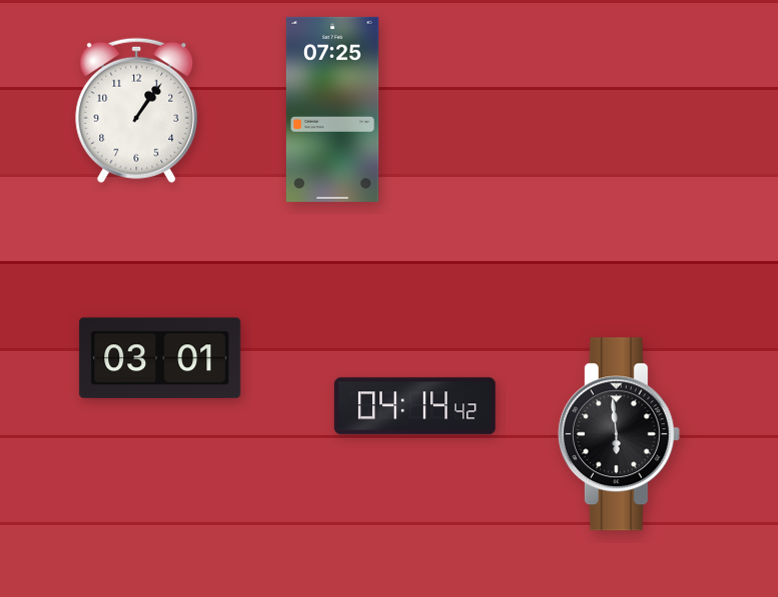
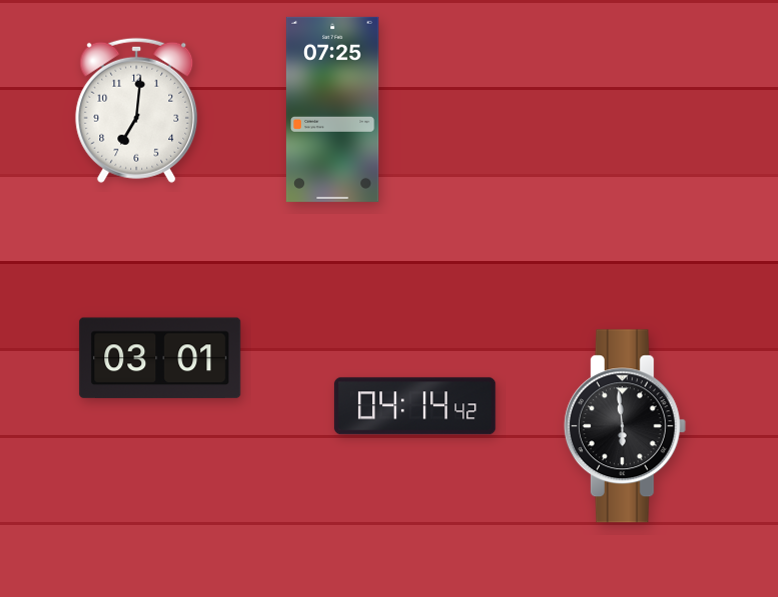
clock at (137, 110): 1:06 -> 7:01
clock at (619, 434) position: (619, 434) -> (625, 426)
